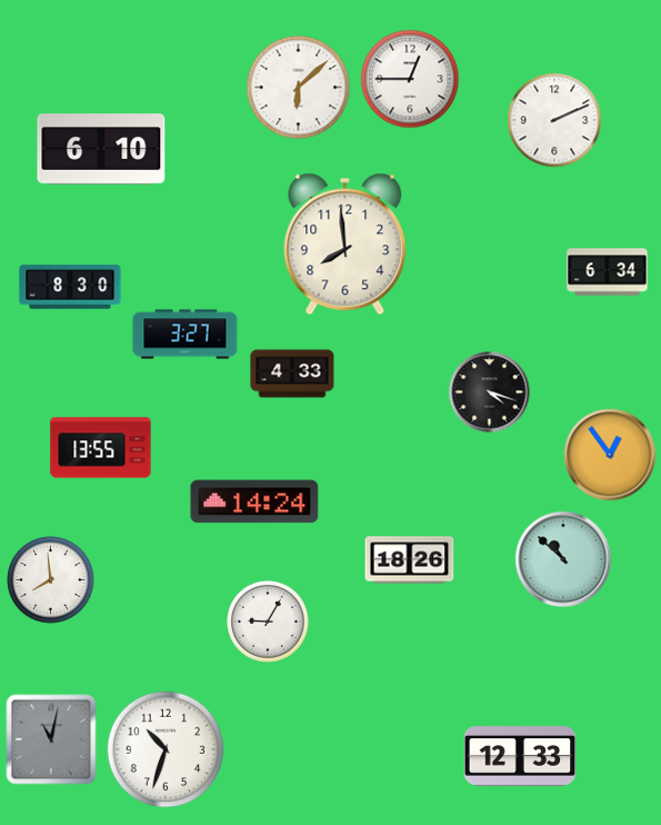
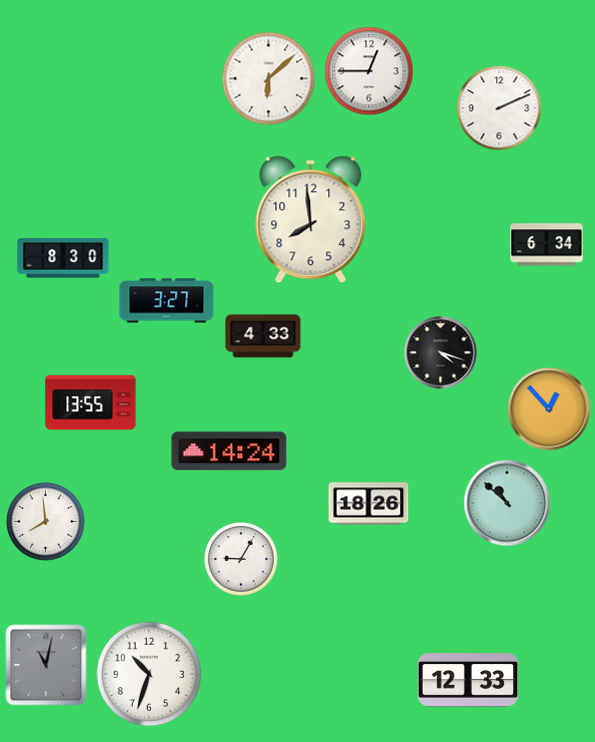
clock at (101, 149): 6:10 -> none
clock at (610, 455): 12:54 -> 12:53
